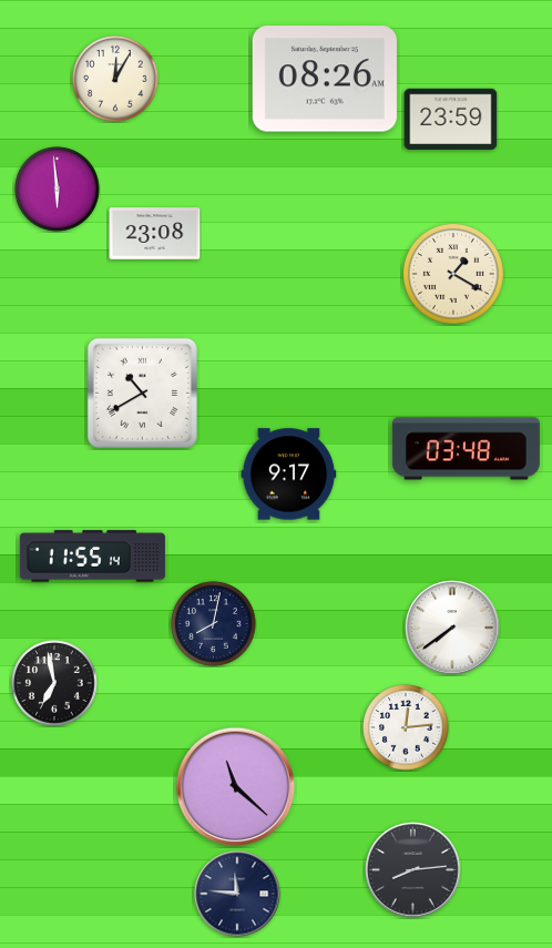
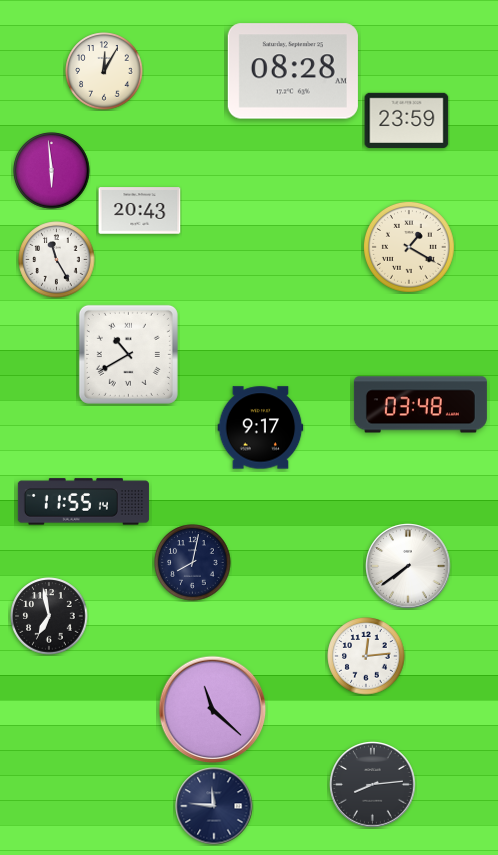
clock at (325, 79): 08:26 -> 08:28
clock at (451, 119) position: (451, 119) -> (407, 120)
clock at (155, 234): 23:08 -> 20:43
clock at (57, 260): none -> 11:25
